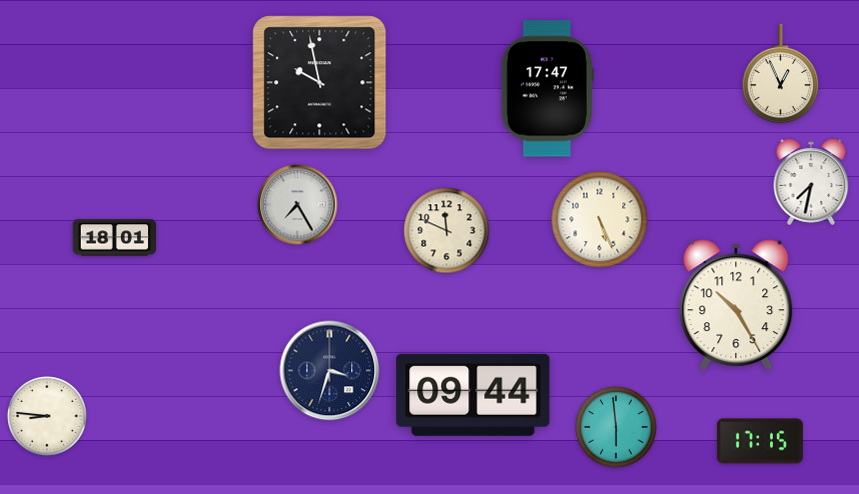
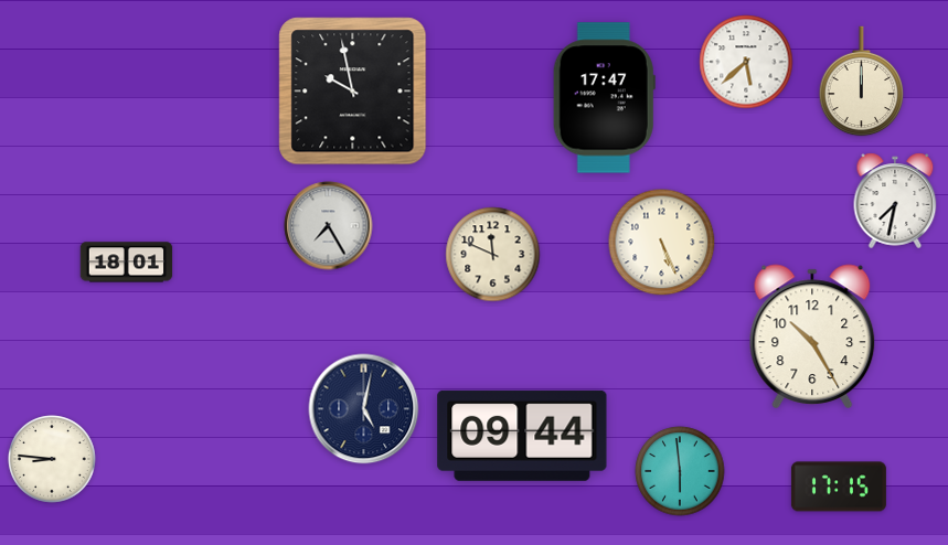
clock at (746, 62): none -> 5:38
clock at (781, 74): 12:56 -> 12:00
clock at (330, 371): 3:33 -> 5:02
